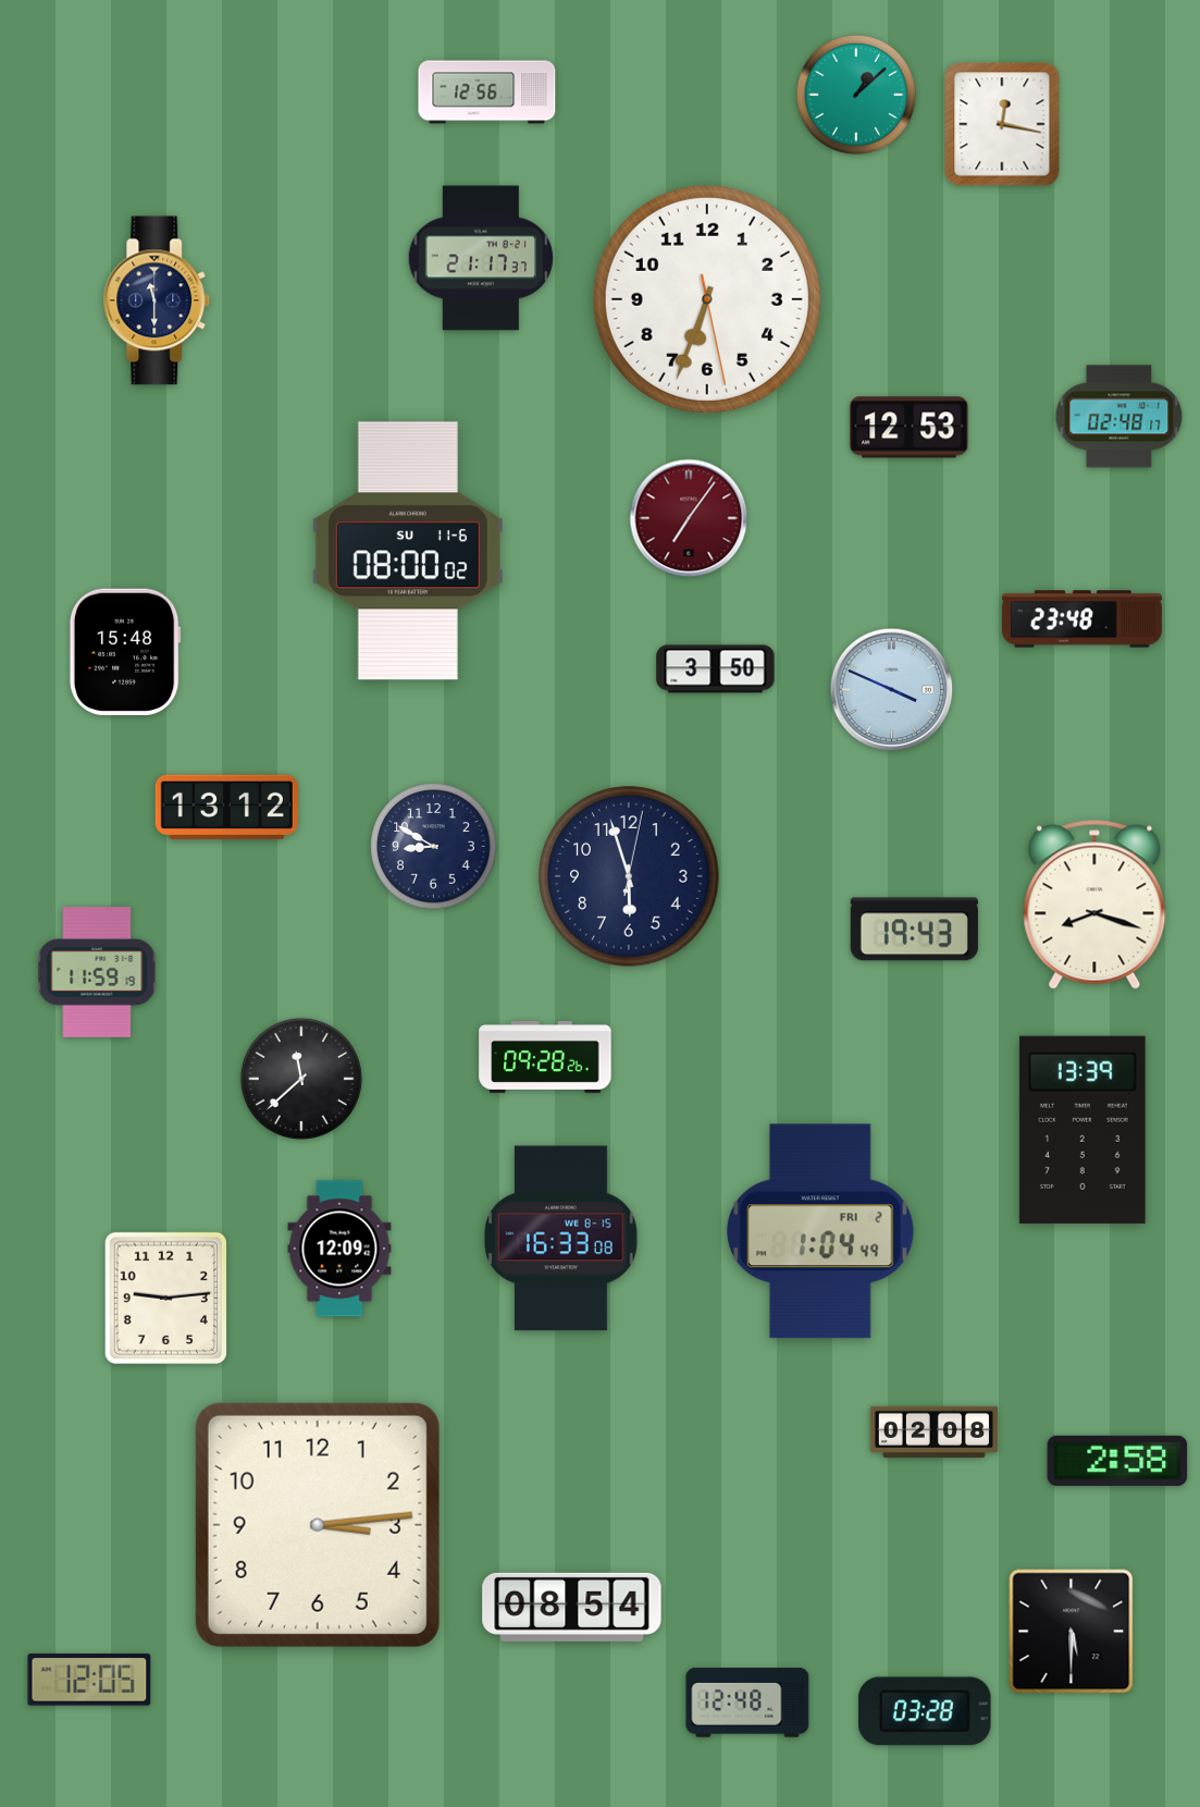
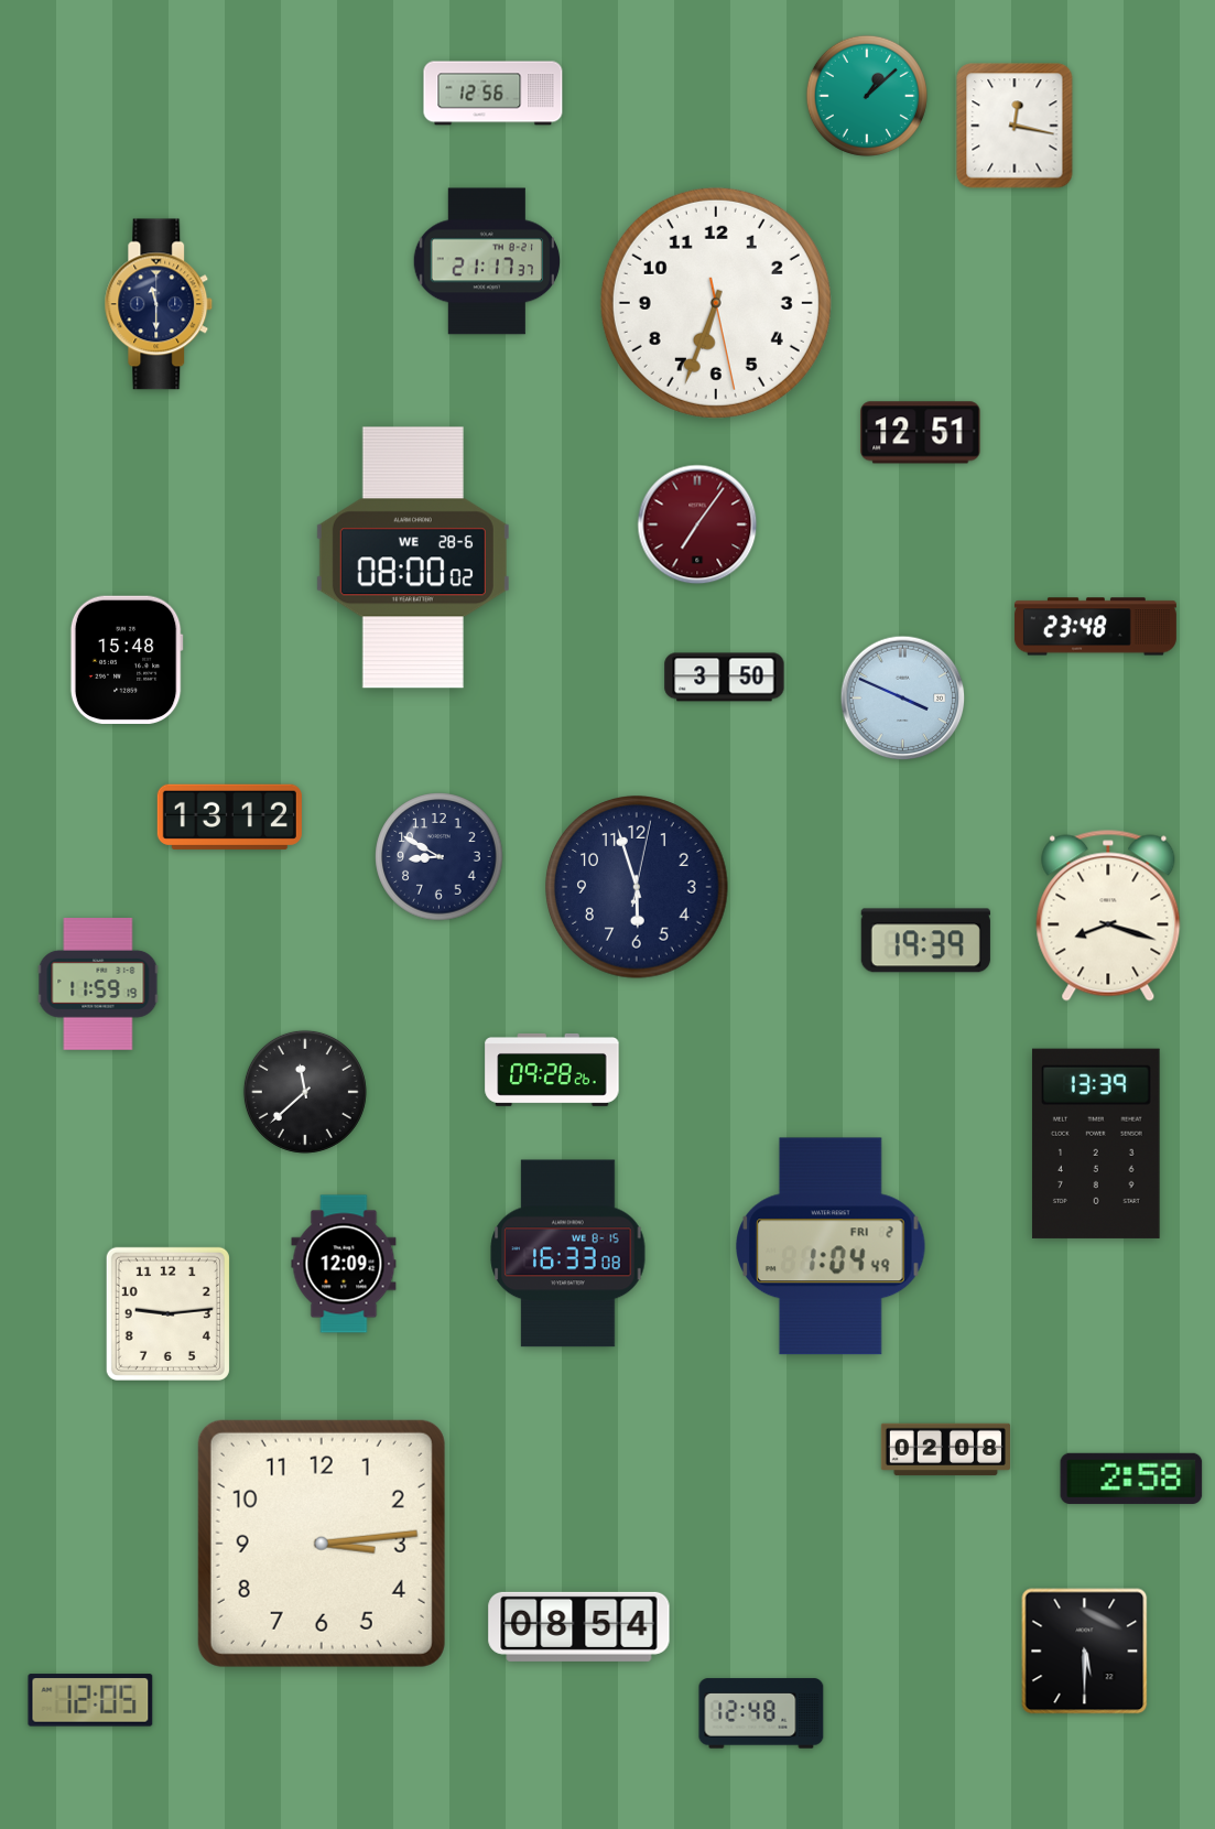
clock at (1119, 417): 02:48 -> none
clock at (910, 428): 12:53 -> 12:51
clock at (408, 551) date: SU 11-6 -> WE 28-6
clock at (914, 930): 19:43 -> 19:39
clock at (747, 1702) position: (747, 1702) -> (761, 1713)
clock at (925, 1711): 03:28 -> none
